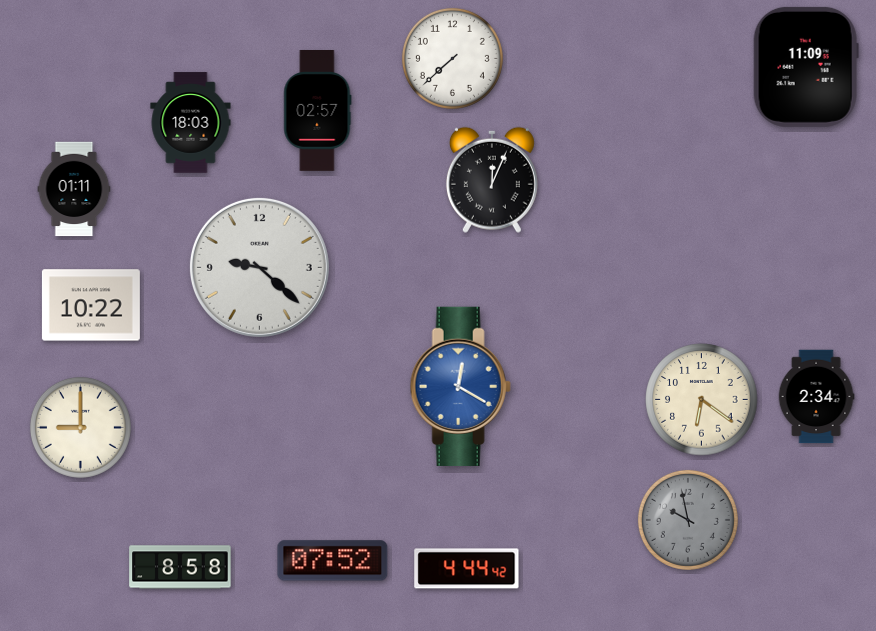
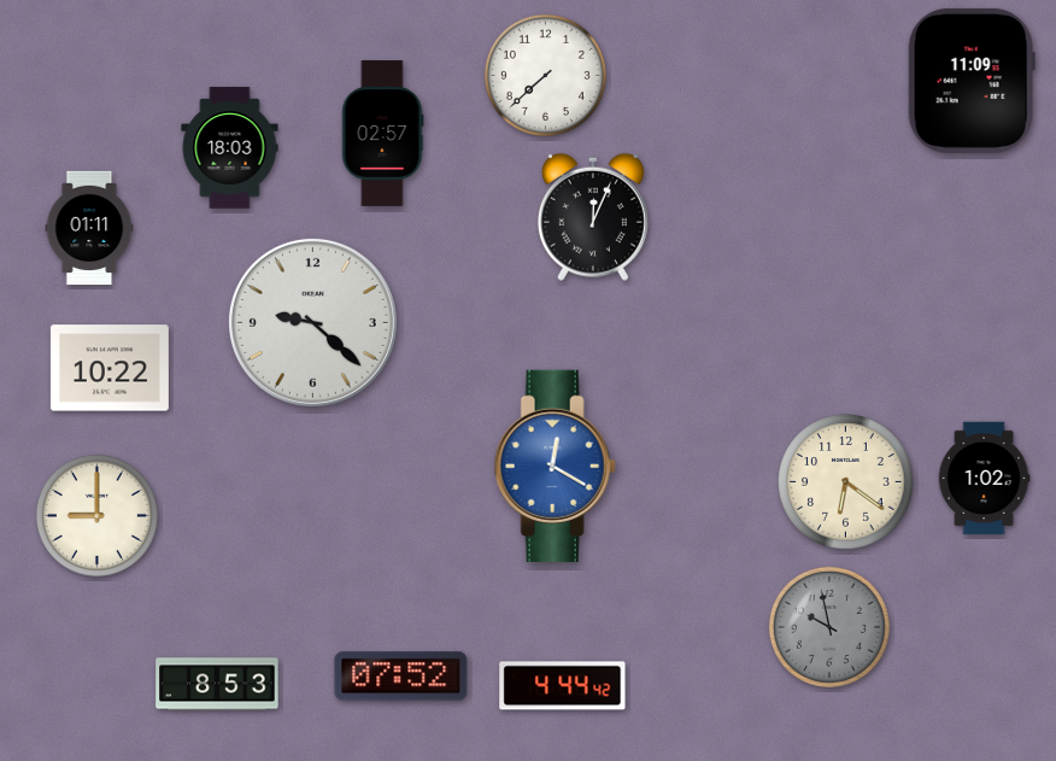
clock at (452, 58) position: (452, 58) -> (545, 75)
clock at (816, 397): 2:34 -> 1:02
clock at (180, 567): 8:58 -> 8:53
